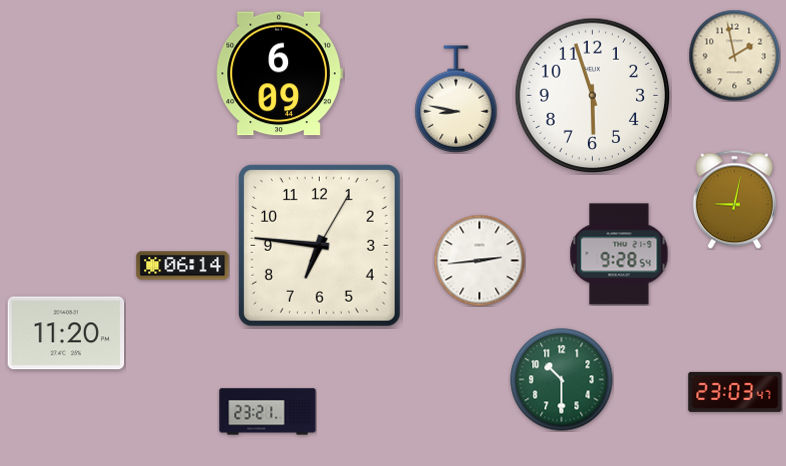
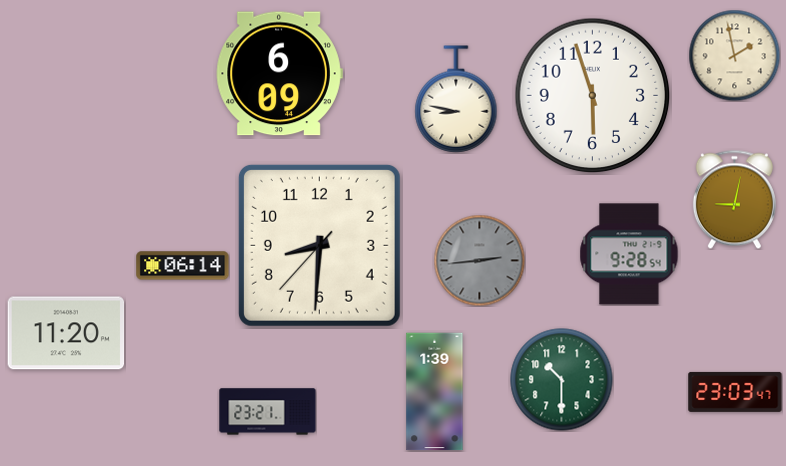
clock at (319, 245): 6:46 -> 8:30
clock at (619, 254) position: (619, 254) -> (629, 254)
clock at (479, 260) dial: white -> grey
clock at (435, 392): none -> 1:39
